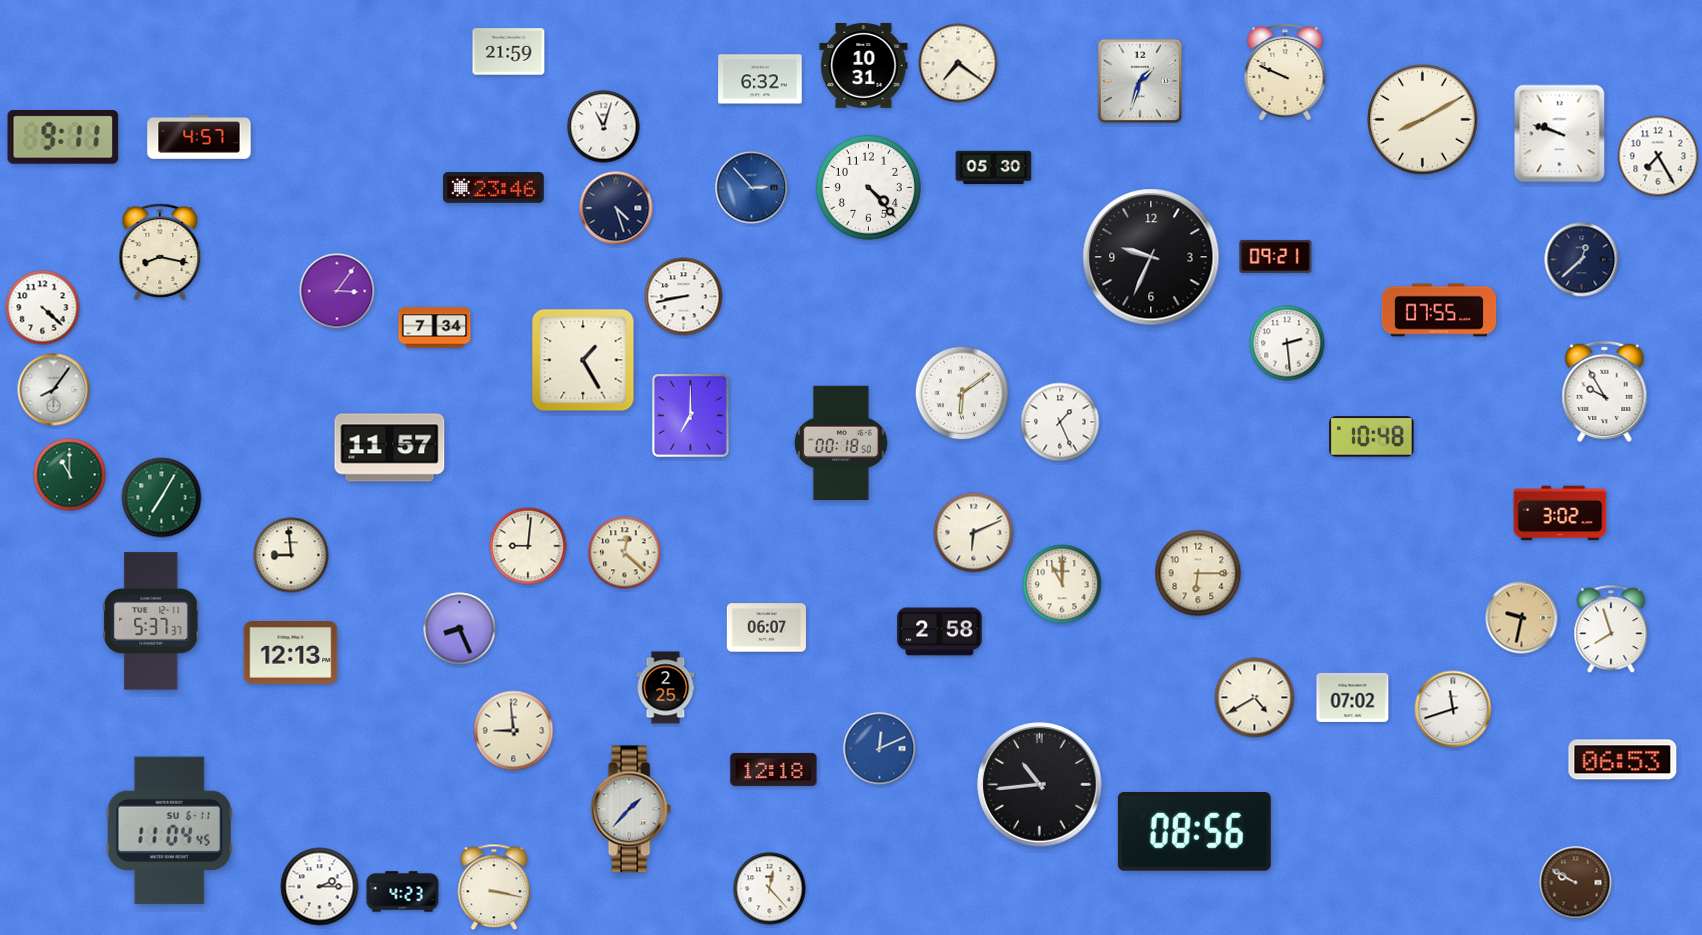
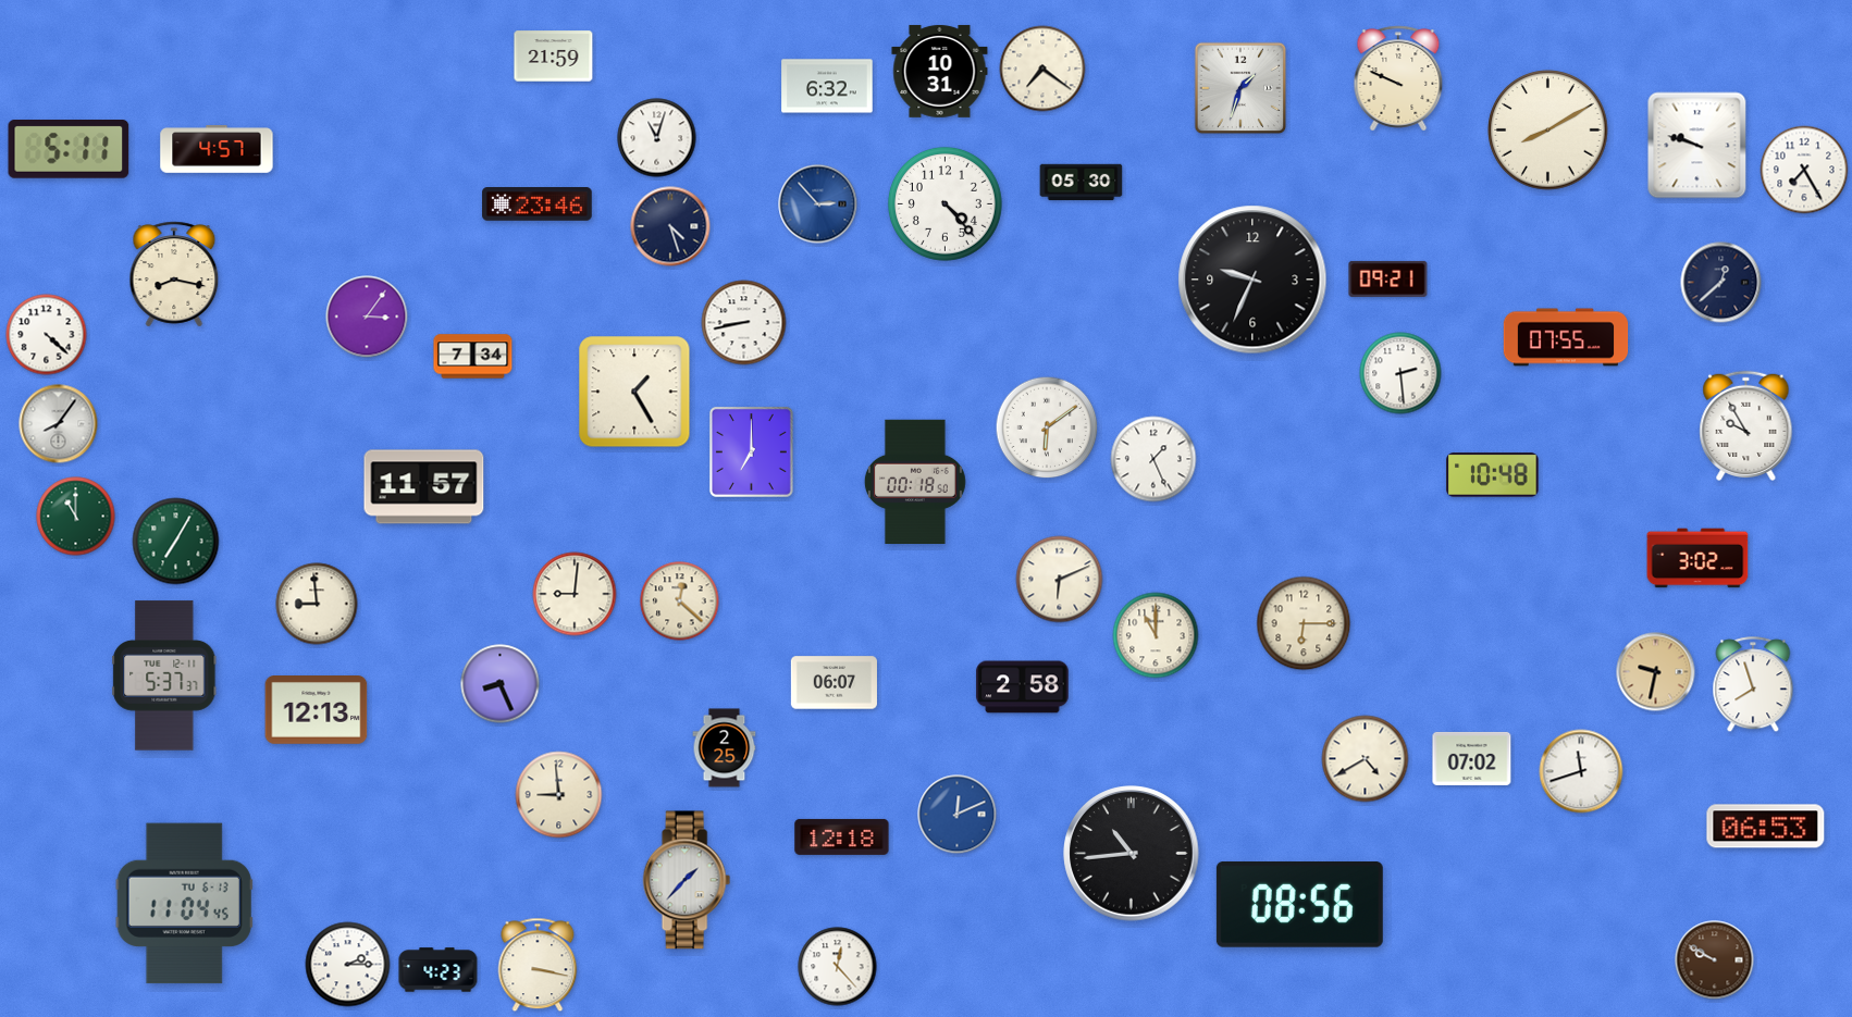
clock at (63, 138): 9:11 -> 5:11
clock at (169, 831) date: SU 6-11 -> TU 6-13
